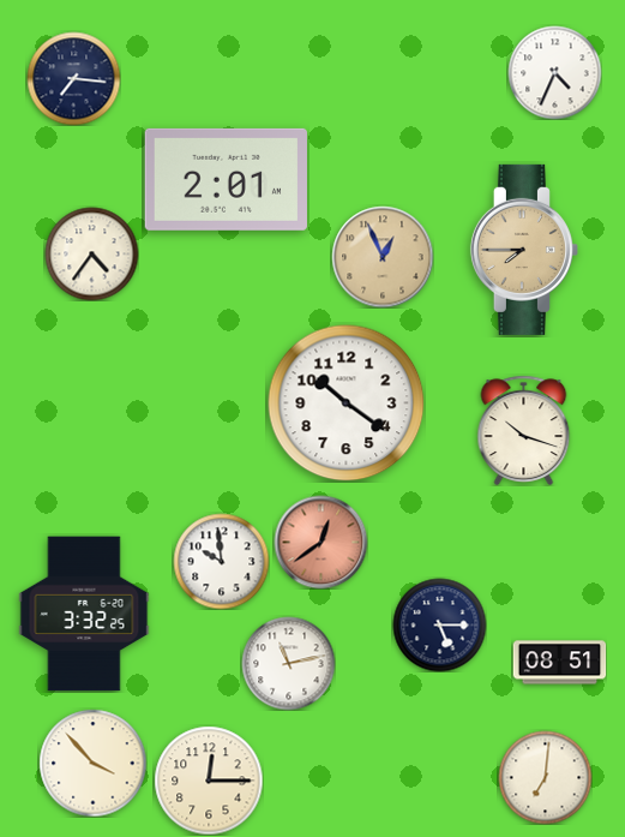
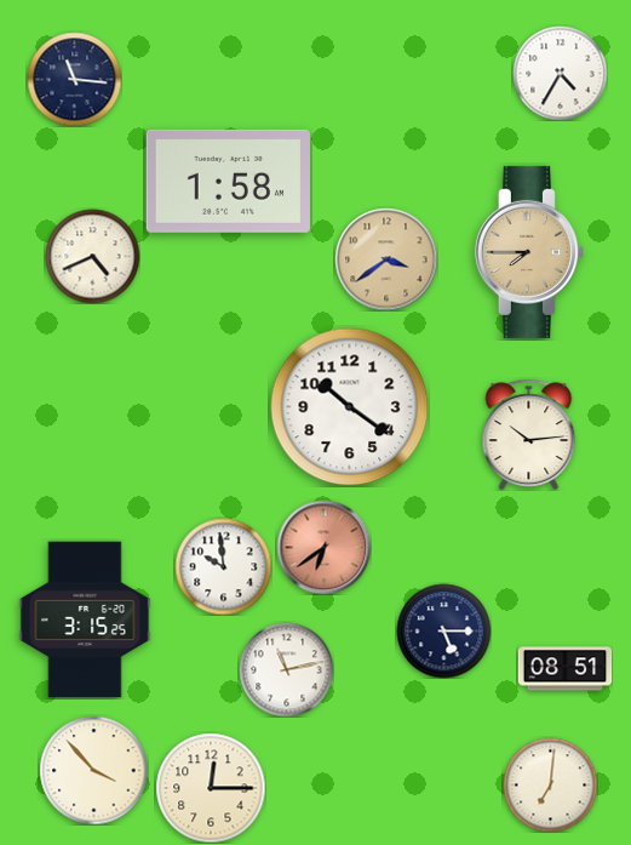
clock at (554, 72): 4:34 -> 4:35
clock at (73, 78): 7:16 -> 11:16
clock at (226, 179): 2:01 -> 1:58
clock at (91, 253): 4:36 -> 4:41
clock at (383, 257): 12:56 -> 3:39
clock at (524, 430): 10:18 -> 10:14
clock at (320, 542): 12:39 -> 6:39
clock at (84, 614): 3:32 -> 3:15
clock at (288, 663) position: (288, 663) -> (286, 669)
